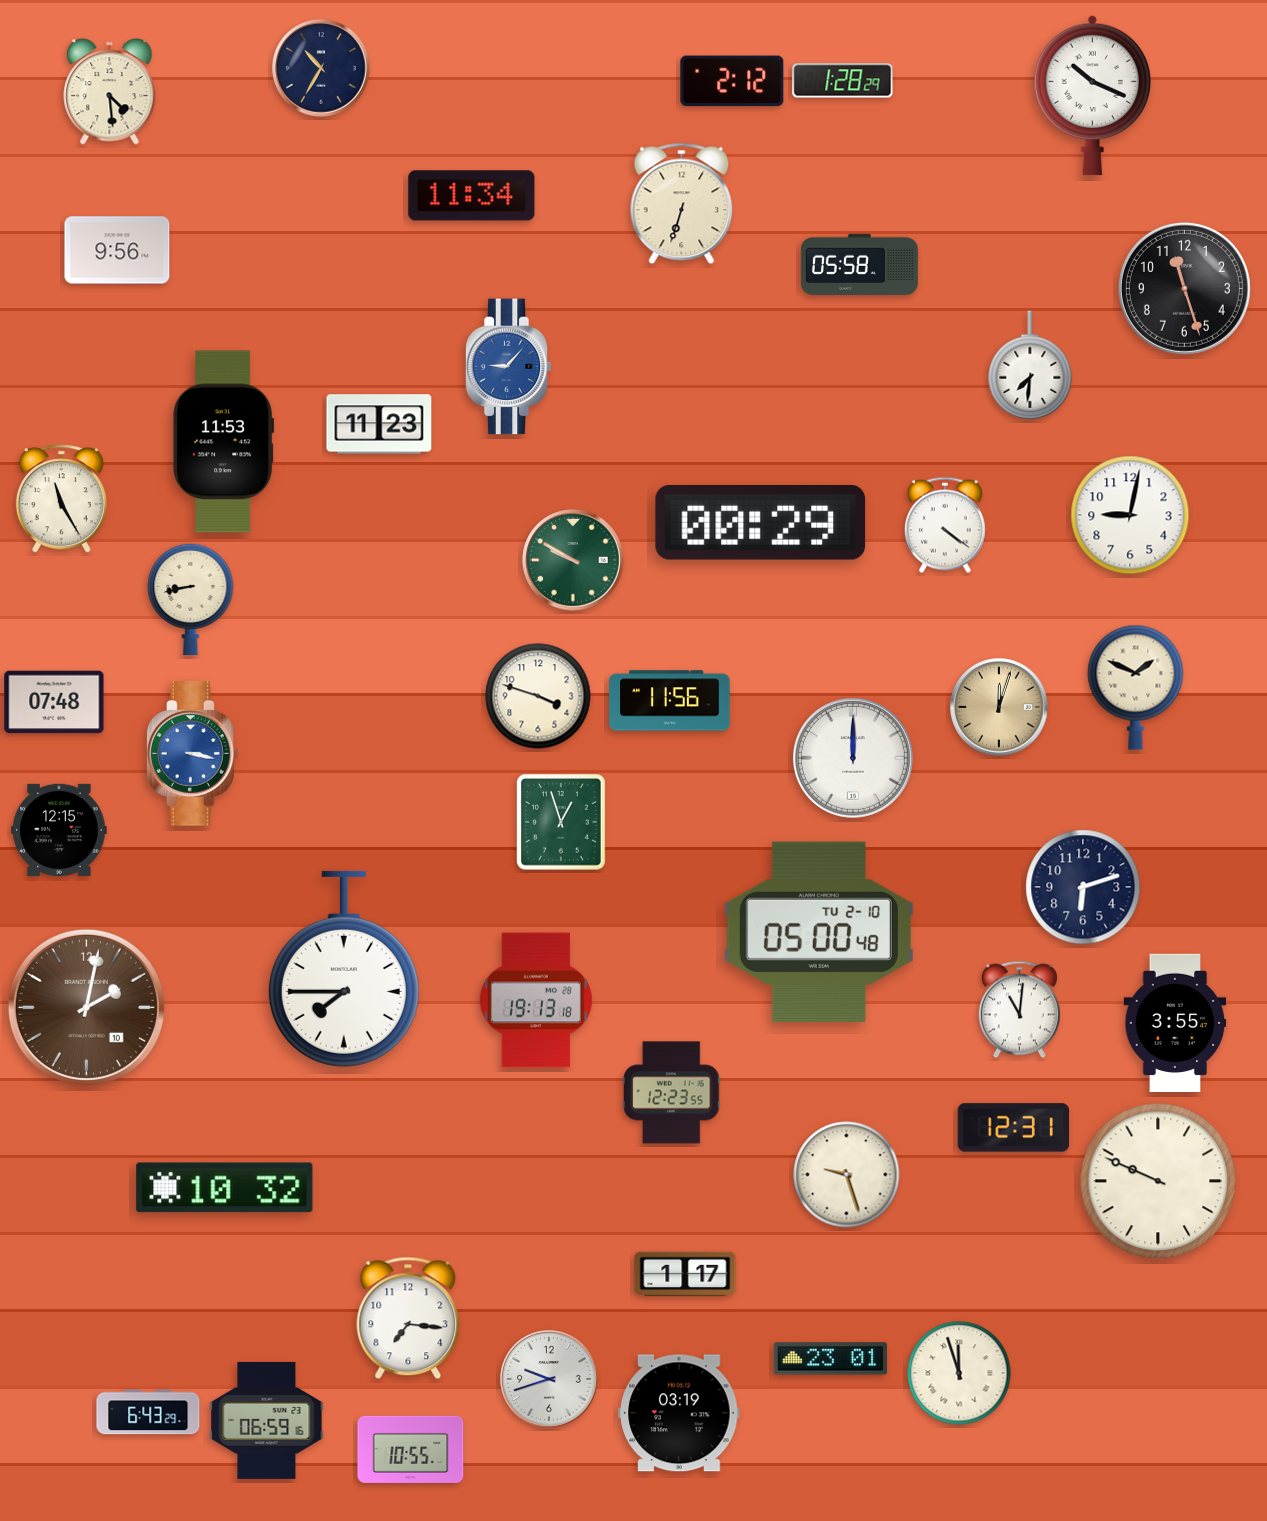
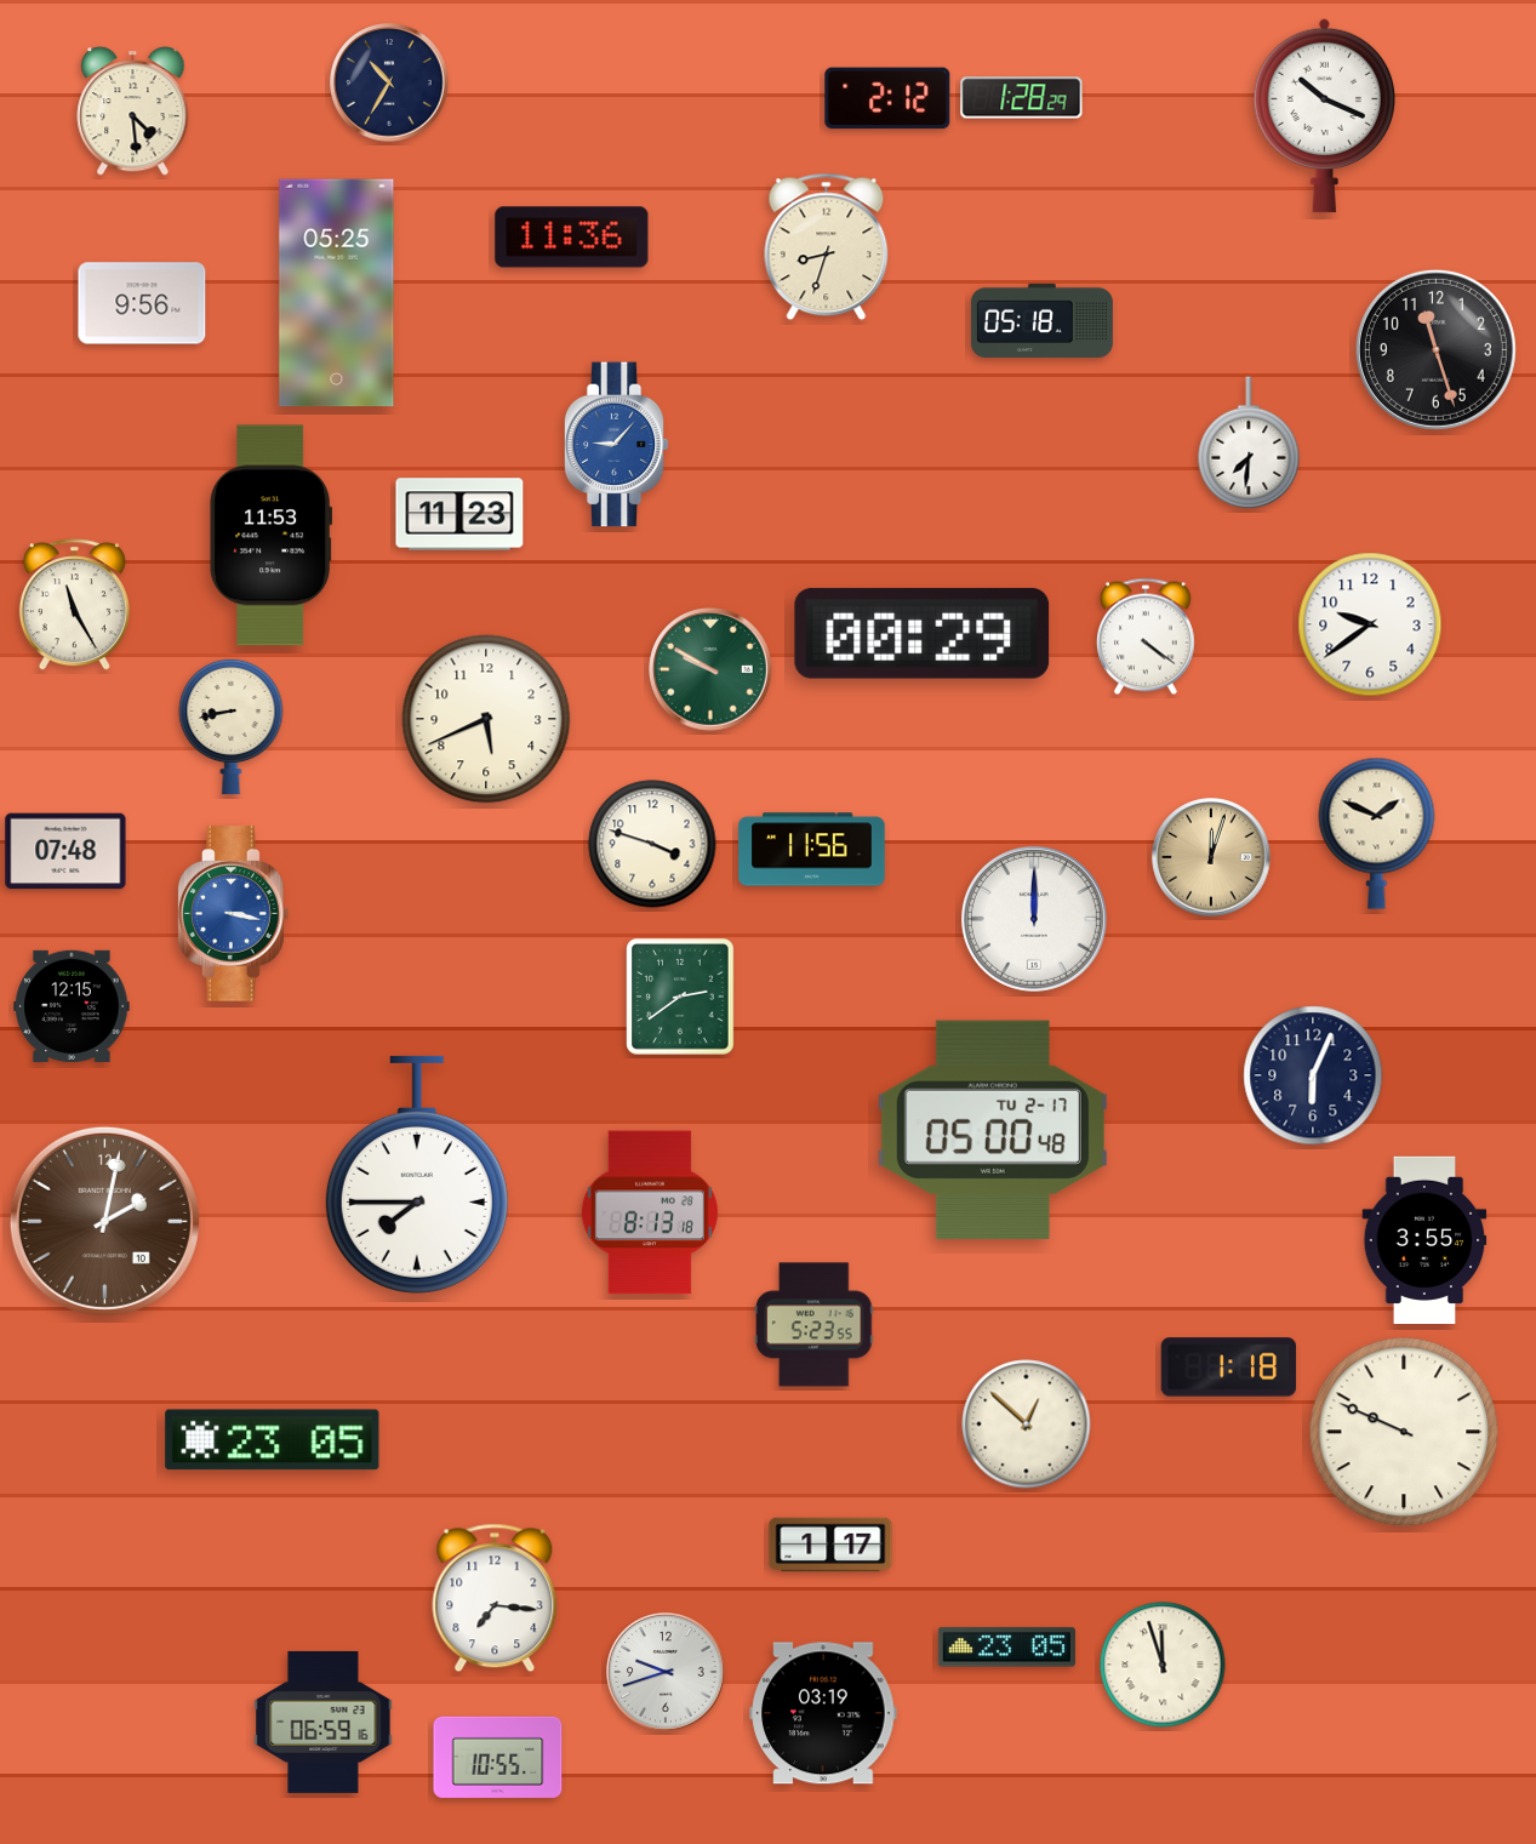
clock at (472, 196): 11:34 -> 11:36
clock at (682, 204): 6:33 -> 8:33
clock at (337, 293): none -> 05:25
clock at (859, 264): 05:58 -> 05:18
clock at (1130, 515): 9:02 -> 9:39
clock at (573, 560) position: (573, 560) -> (710, 669)
clock at (486, 719): none -> 5:41
clock at (561, 822): 12:57 -> 2:39
clock at (1083, 887): 6:12 -> 6:04
clock at (819, 932) date: TU 2-10 -> TU 2-17
clock at (536, 1000): 19:13 -> 8:13
clock at (1019, 1010): 11:01 -> none
clock at (672, 1093): 12:23 -> 5:23
clock at (1014, 1128): 12:31 -> 1:18
clock at (847, 1175): 9:27 -> 12:52
clock at (225, 1188): 10:32 -> 23:05
clock at (830, 1359): 23:01 -> 23:05
clock at (148, 1412): 6:43 -> none
